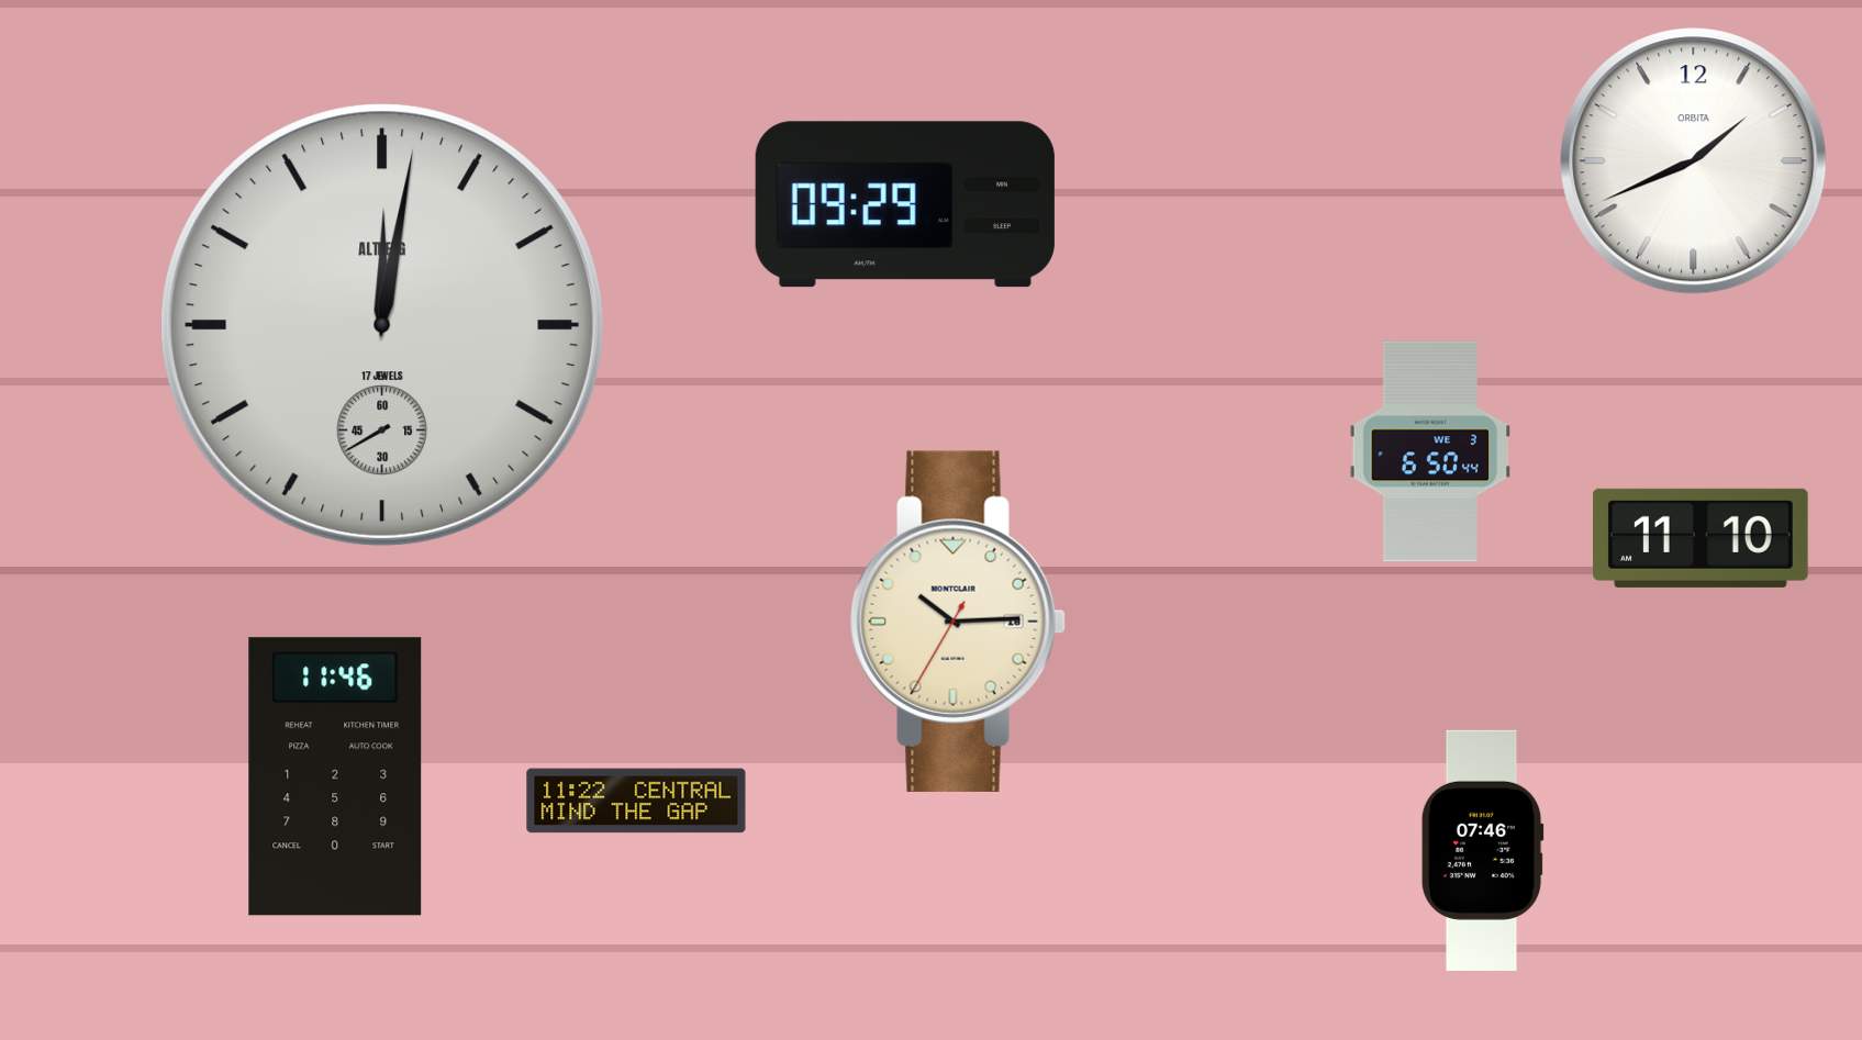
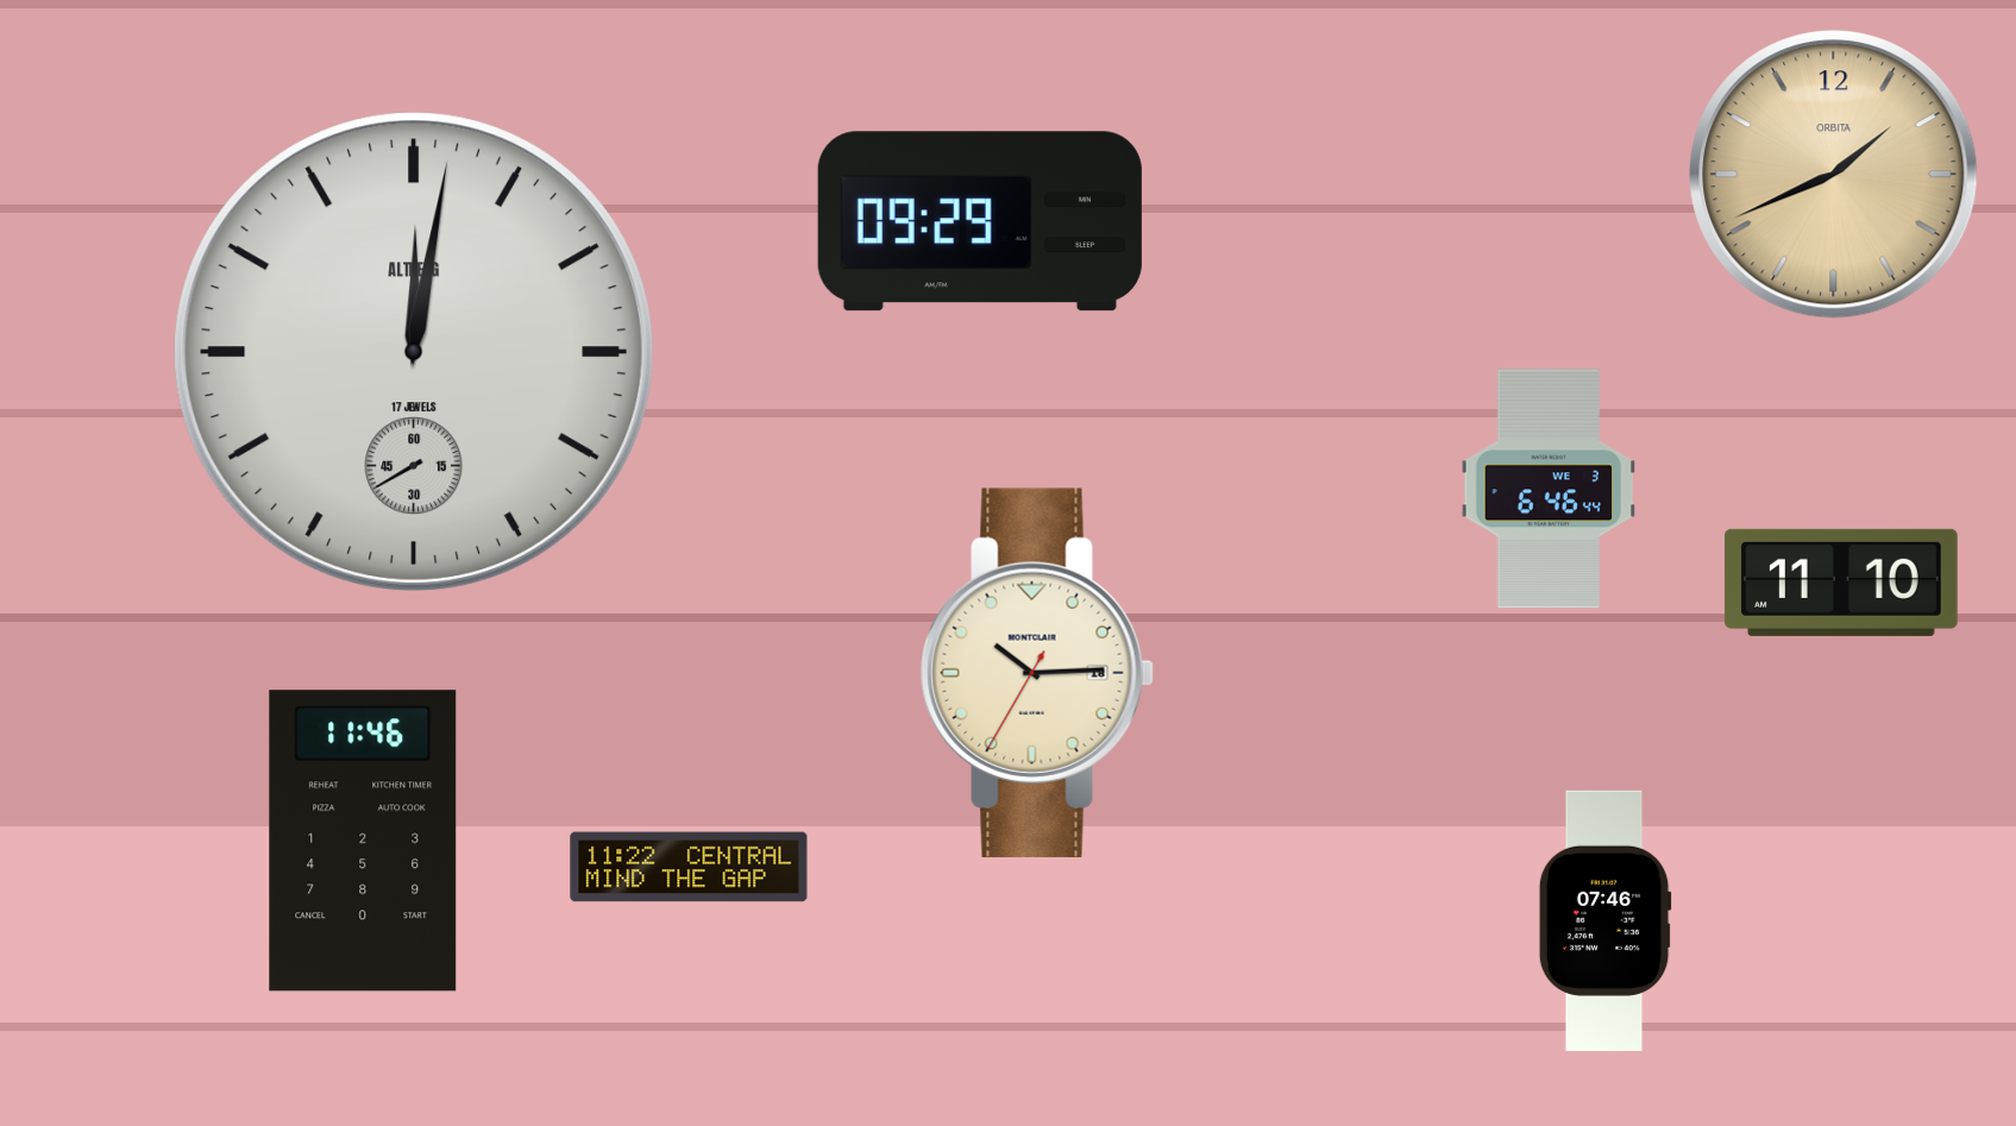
clock at (1694, 161) dial: white -> champagne
clock at (1430, 451): 6:50 -> 6:46
